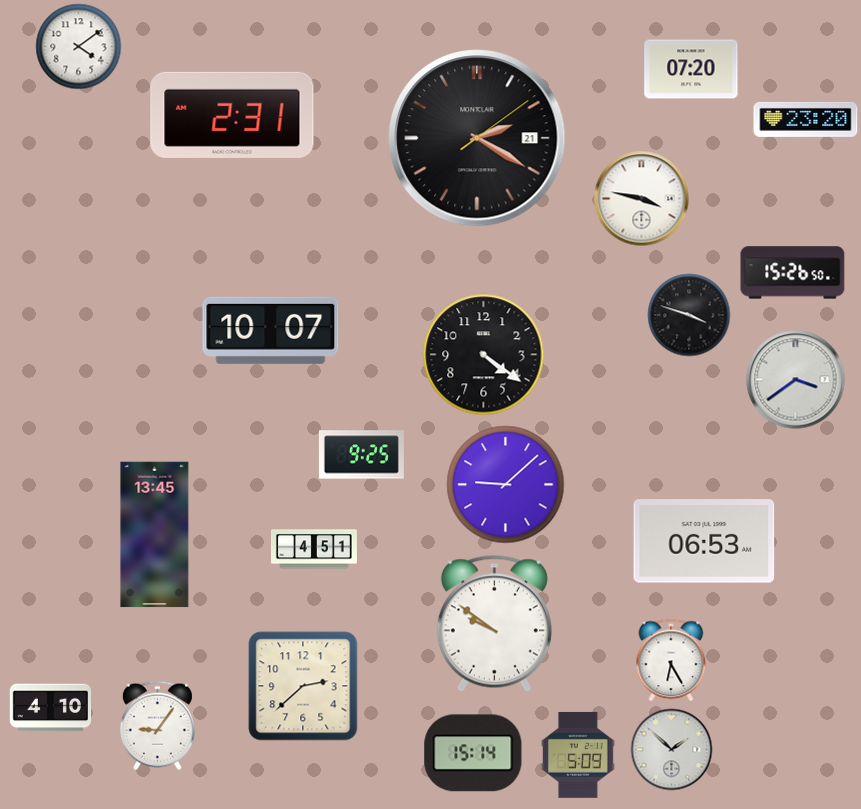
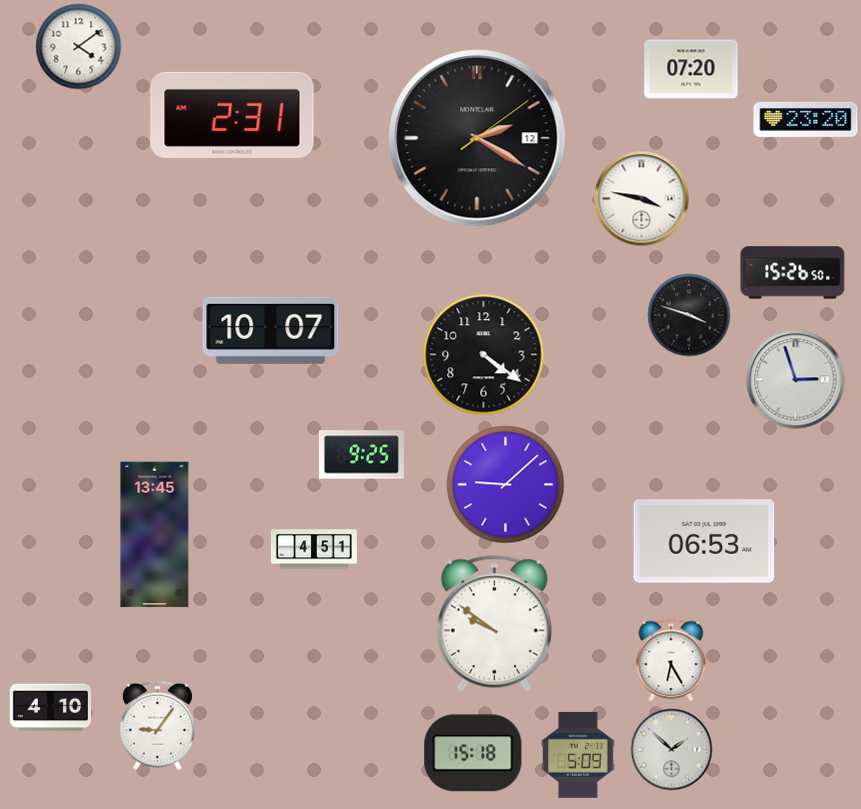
clock at (477, 138) date: 21 -> 12
clock at (796, 380): 3:39 -> 2:57
clock at (303, 686): 2:38 -> none
clock at (473, 753): 15:14 -> 15:18
